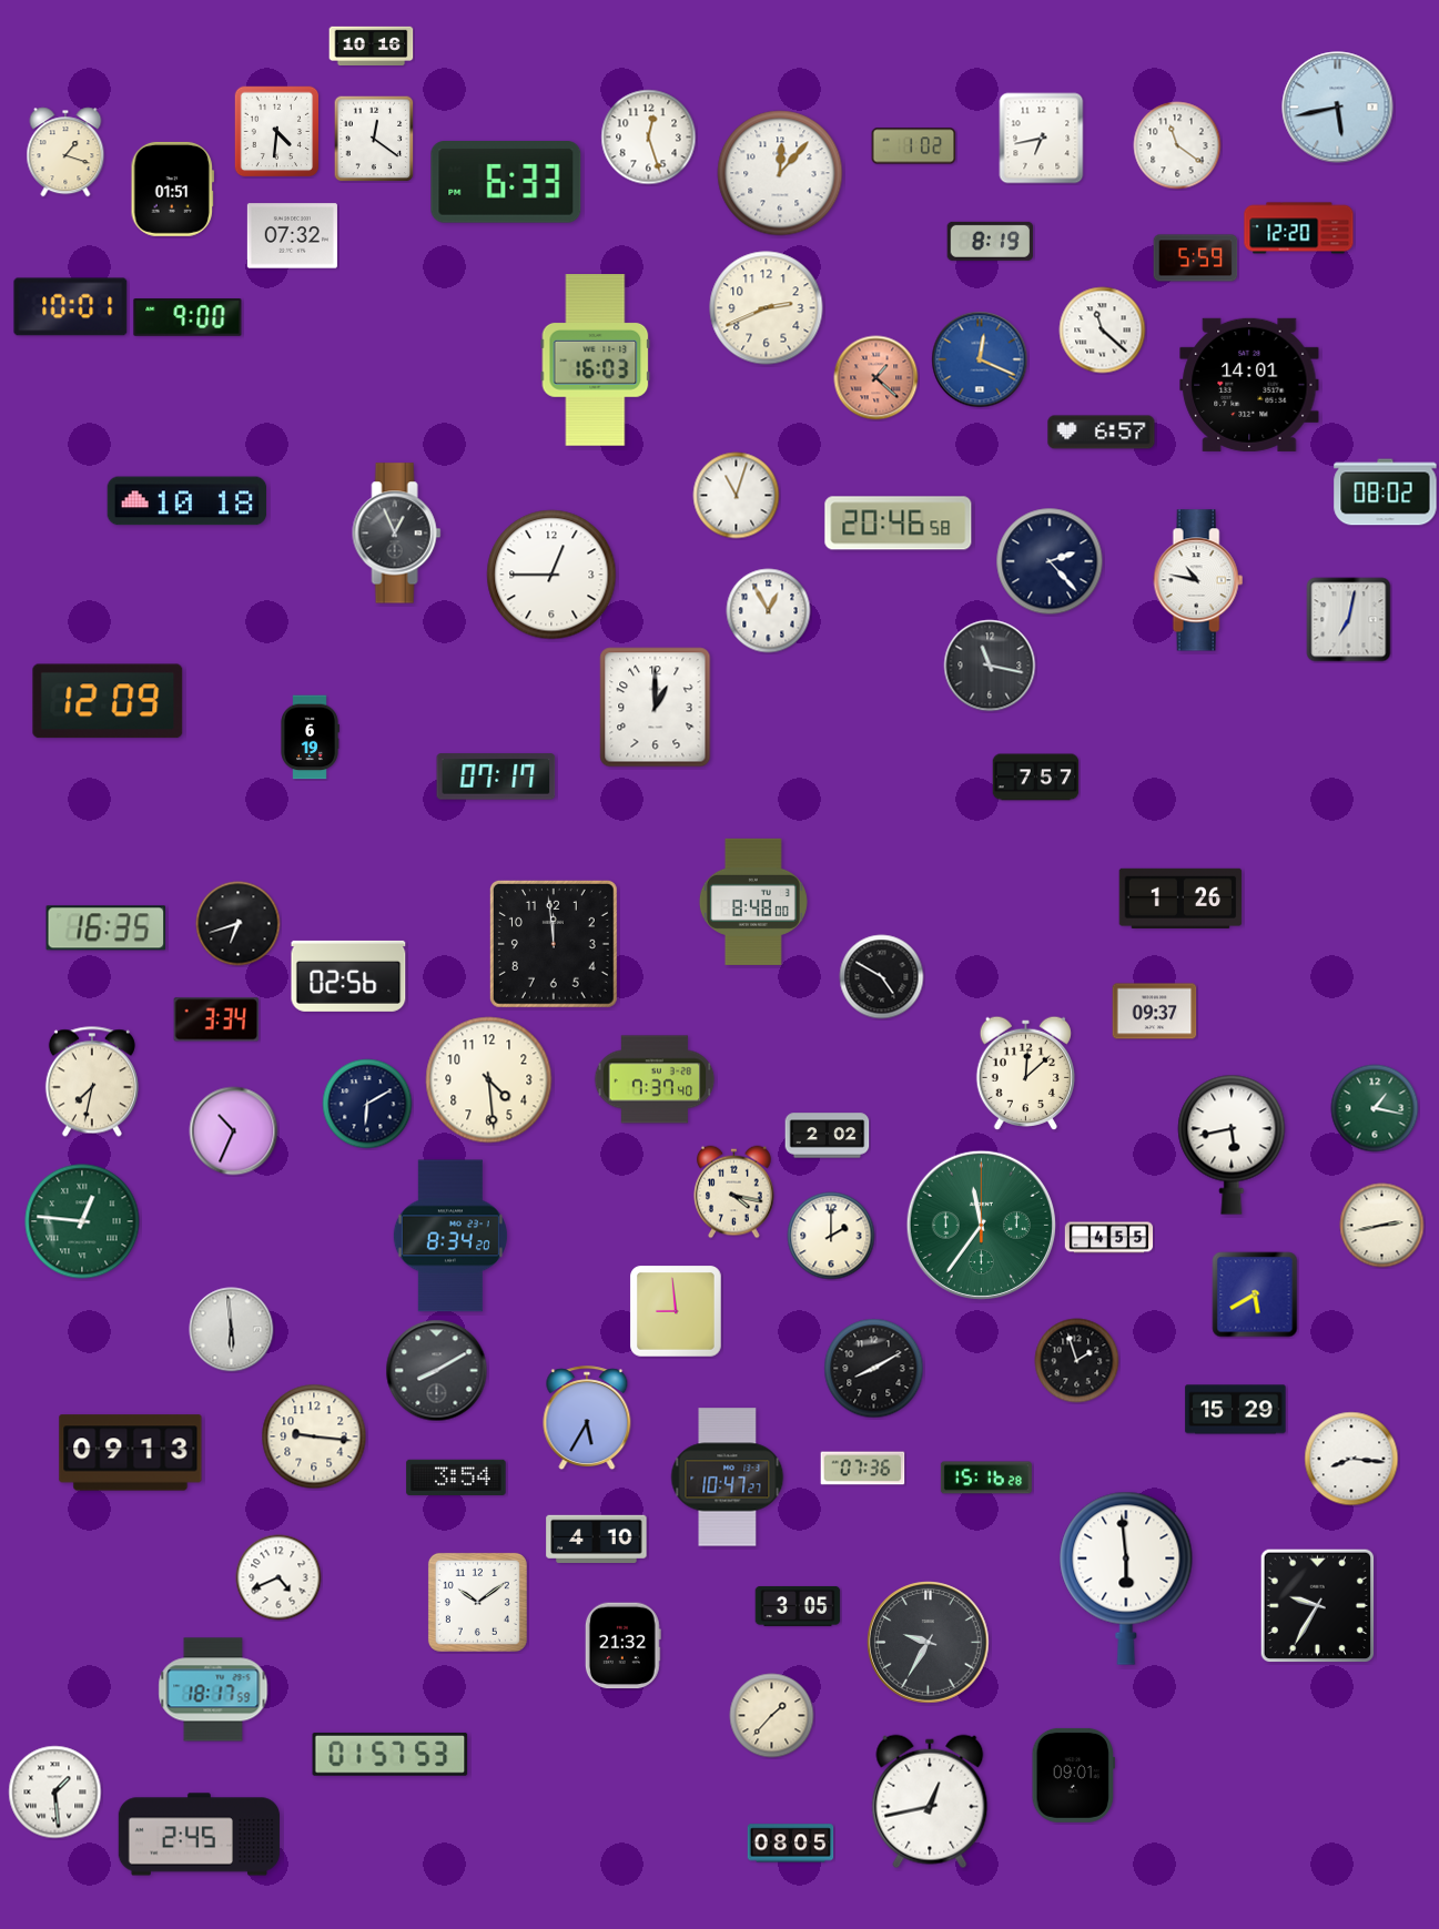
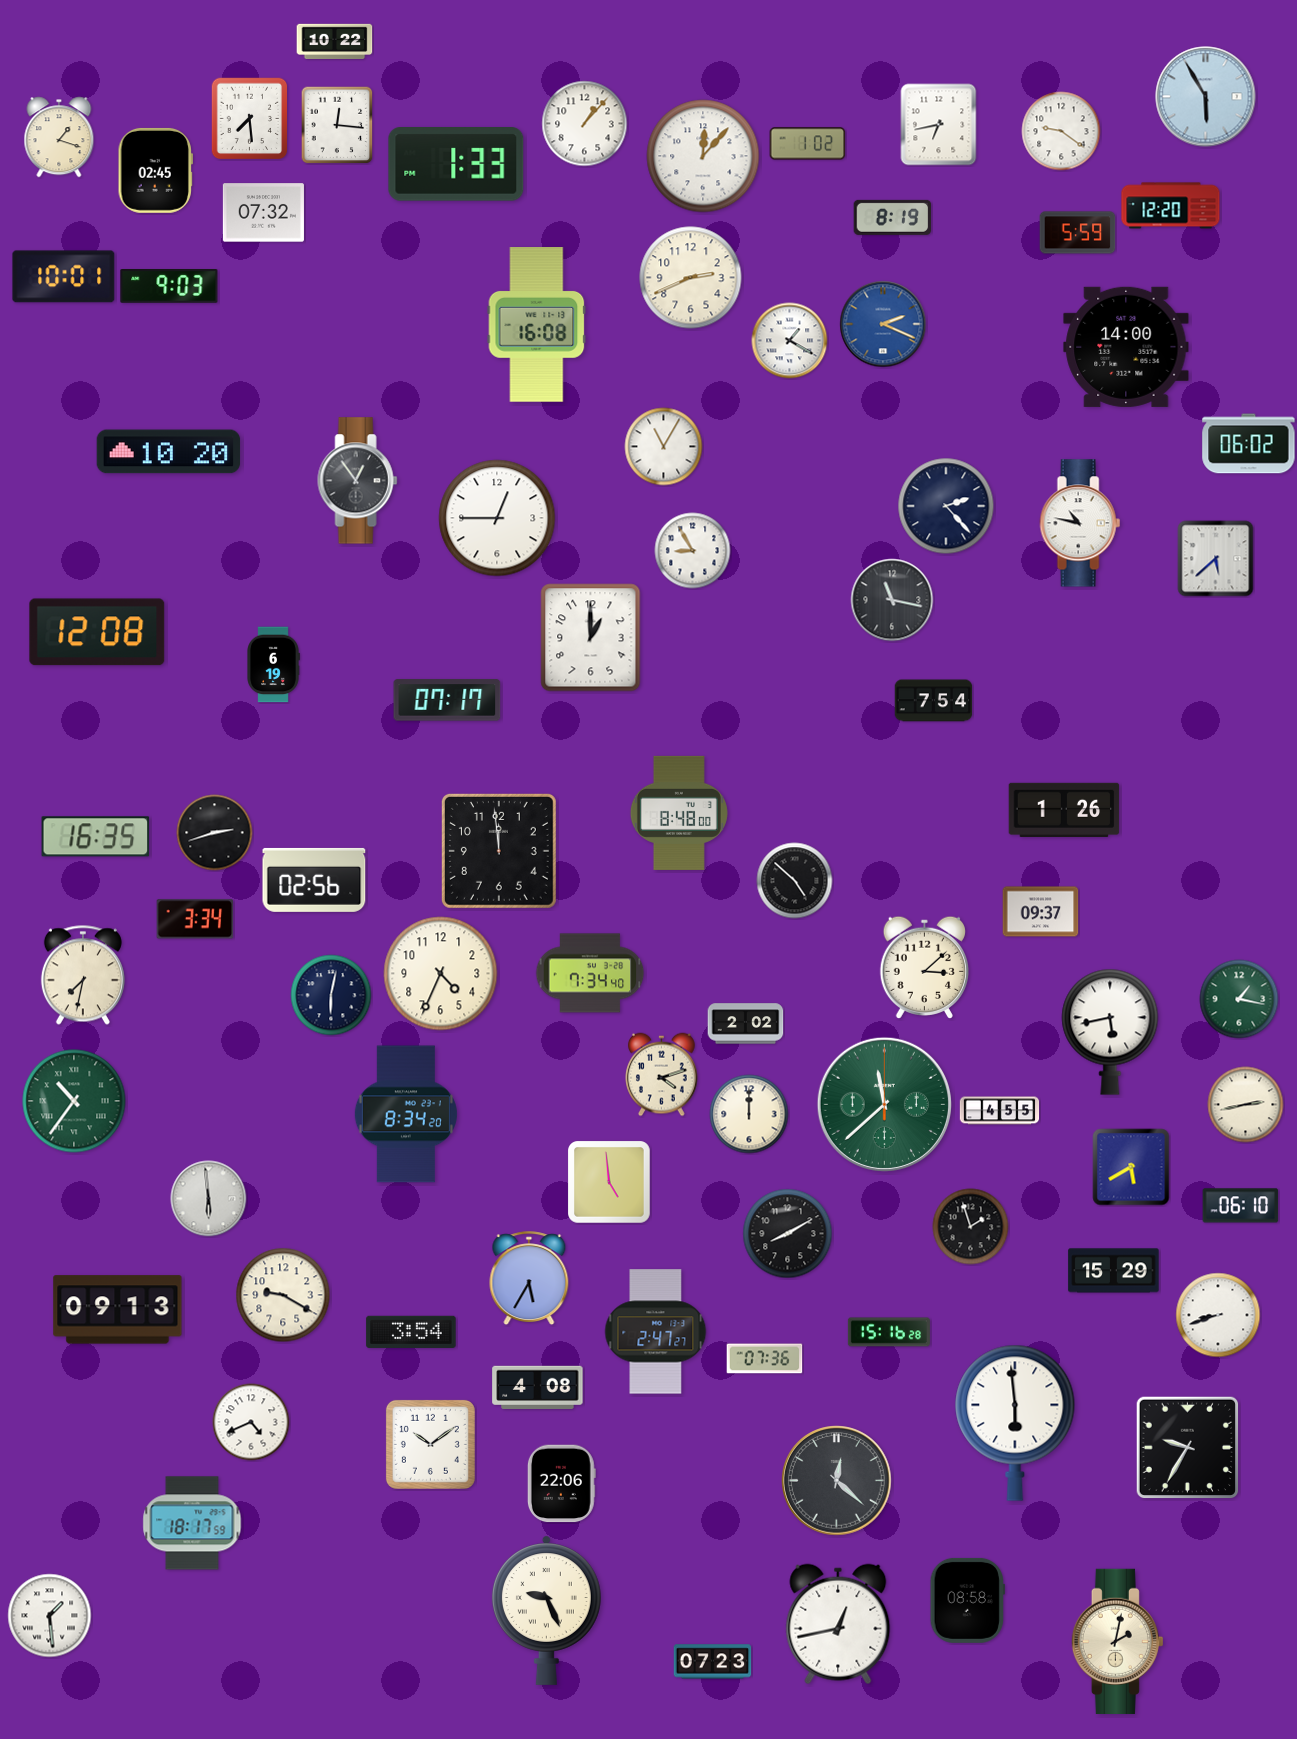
clock at (372, 47): 10:16 -> 10:22
clock at (1338, 108): 5:43 -> 5:55
clock at (277, 132): 4:31 -> 7:29
clock at (649, 138): 12:27 -> 1:07
clock at (374, 139): 12:21 -> 12:16
clock at (1177, 145): 11:21 -> 9:21
clock at (914, 146) position: (914, 146) -> (808, 144)
clock at (506, 183): 6:33 -> 1:33
clock at (172, 189): 01:51 -> 02:45
clock at (188, 318): 9:00 -> 9:03
clock at (1103, 331): 11:22 -> none
clock at (980, 359): 12:19 -> 2:19
clock at (596, 361): 16:03 -> 16:08
clock at (876, 378): 1:22 -> 1:20
clock at (876, 378) dial: salmon -> white
clock at (1249, 385): 14:01 -> 14:00
clock at (1102, 433): 6:57 -> none
clock at (1386, 493): 08:02 -> 06:02
clock at (737, 496): 11:03 -> 11:05
clock at (188, 501): 10:18 -> 10:20
clock at (899, 524): 20:46 -> none
clock at (397, 534): 12:56 -> 12:54
clock at (769, 611): 12:55 -> 8:55
clock at (1349, 620): 7:02 -> 5:38
clock at (108, 701): 12:09 -> 12:08
clock at (310, 738) position: (310, 738) -> (273, 665)
clock at (1036, 778): 7:57 -> 7:54
clock at (239, 924): 6:42 -> 2:42
clock at (882, 977): 4:50 -> 4:52
clock at (1025, 1073): 12:08 -> 3:08
clock at (655, 1079): 7:37 -> 7:34
clock at (489, 1080): 4:29 -> 4:34
clock at (367, 1104): 6:10 -> 6:02
clock at (234, 1131): 10:34 -> none
clock at (734, 1192): 4:17 -> 4:12
clock at (82, 1221): 12:46 -> 10:36
clock at (981, 1225): 11:36 -> 11:38
clock at (831, 1236): 2:00 -> 12:00
clock at (1109, 1238) position: (1109, 1238) -> (1000, 1111)
clock at (677, 1312): 8:59 -> 4:59
clock at (1241, 1206): none -> 06:10
clock at (437, 1371): 8:10 -> none
clock at (314, 1436): 9:16 -> 9:20
clock at (1351, 1459): 8:16 -> 8:42
clock at (863, 1469) position: (863, 1469) -> (765, 1359)
clock at (728, 1478): 10:47 -> 2:47
clock at (597, 1539): 4:10 -> 4:08
clock at (798, 1606): 3:05 -> none
clock at (929, 1643): 9:35 -> 12:22
clock at (622, 1646): 21:32 -> 22:06
clock at (772, 1716): 1:37 -> none
clock at (391, 1754): 01:57 -> none
clock at (1073, 1775): 09:01 -> 08:58
clock at (546, 1610): none -> 9:26
clock at (1117, 1641): none -> 2:02
clock at (200, 1835): 2:45 -> none
clock at (791, 1844): 08:05 -> 07:23
